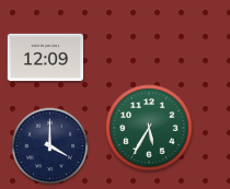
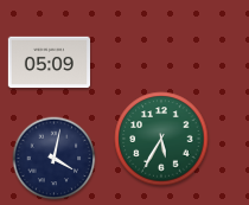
clock at (45, 58): 12:09 -> 05:09
clock at (50, 146): 4:00 -> 4:02
